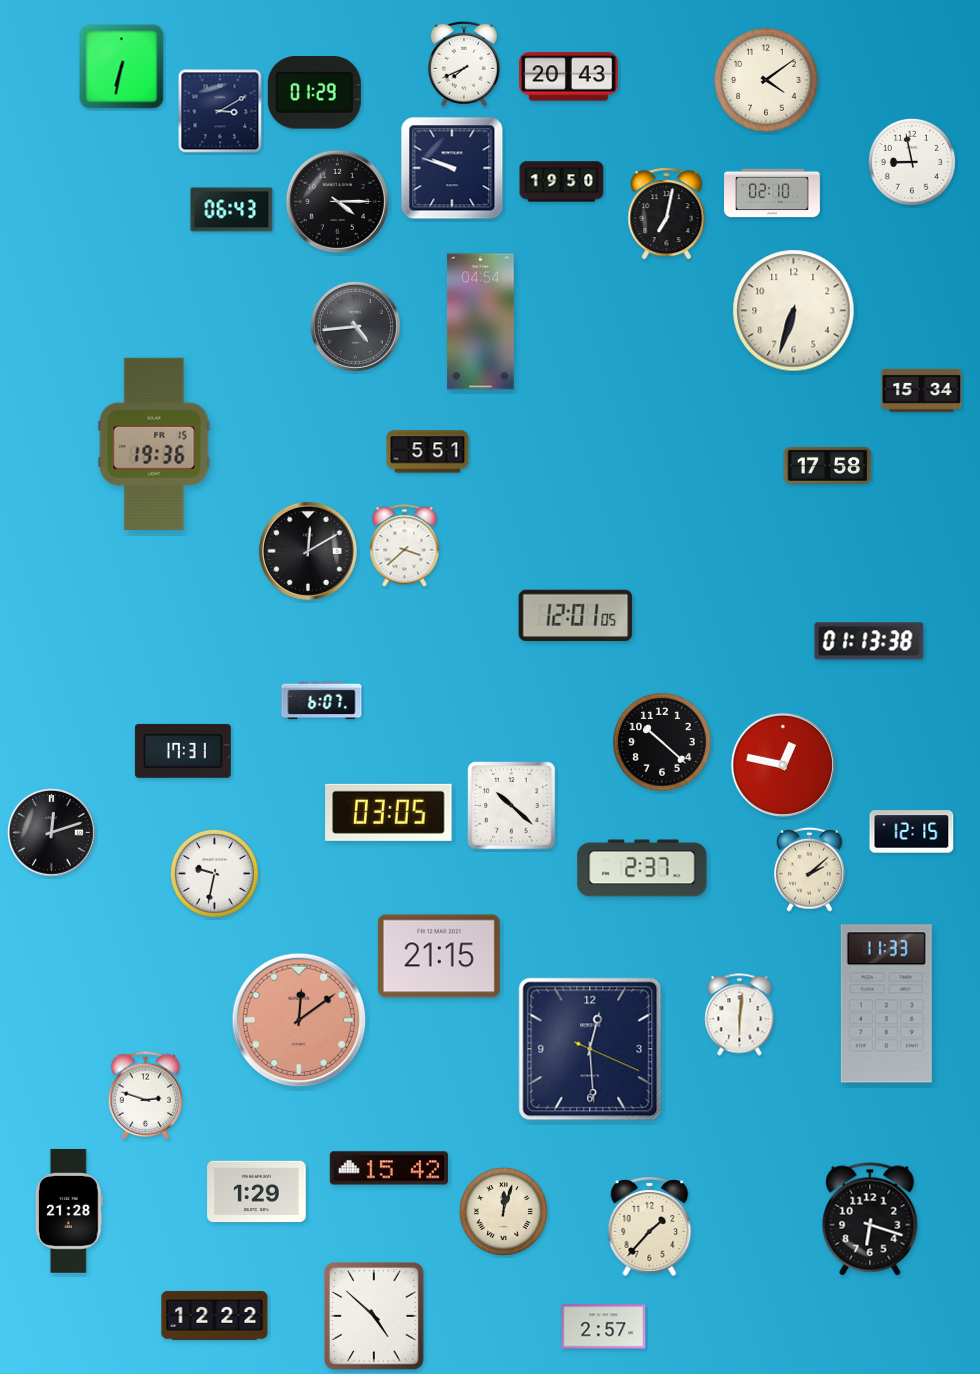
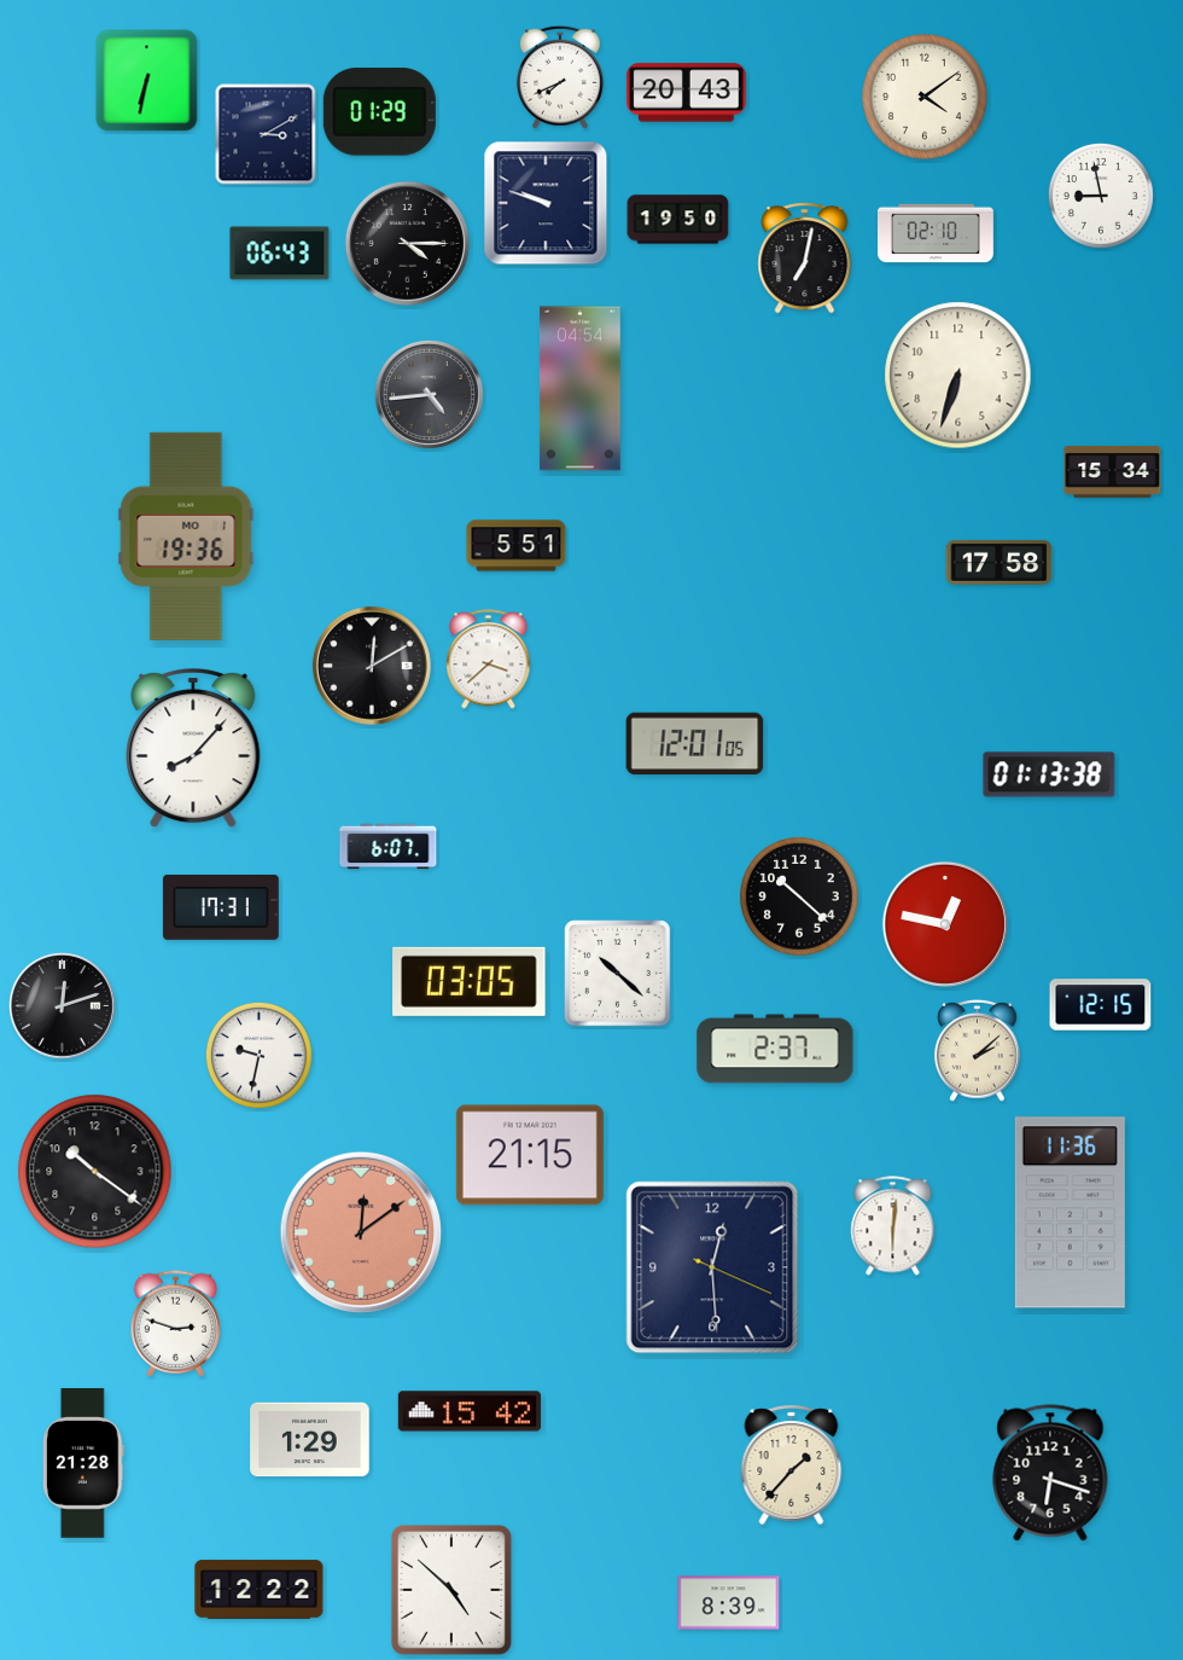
clock at (773, 193) position: (773, 193) -> (937, 233)
clock at (154, 444) date: FR 15 -> MO 1
clock at (193, 749): none -> 8:07
clock at (95, 1172): none -> 10:21
clock at (886, 1004): 11:33 -> 11:36
clock at (503, 1211): 12:03 -> none
clock at (650, 1226) position: (650, 1226) -> (792, 1464)
clock at (604, 1327): 2:57 -> 8:39
